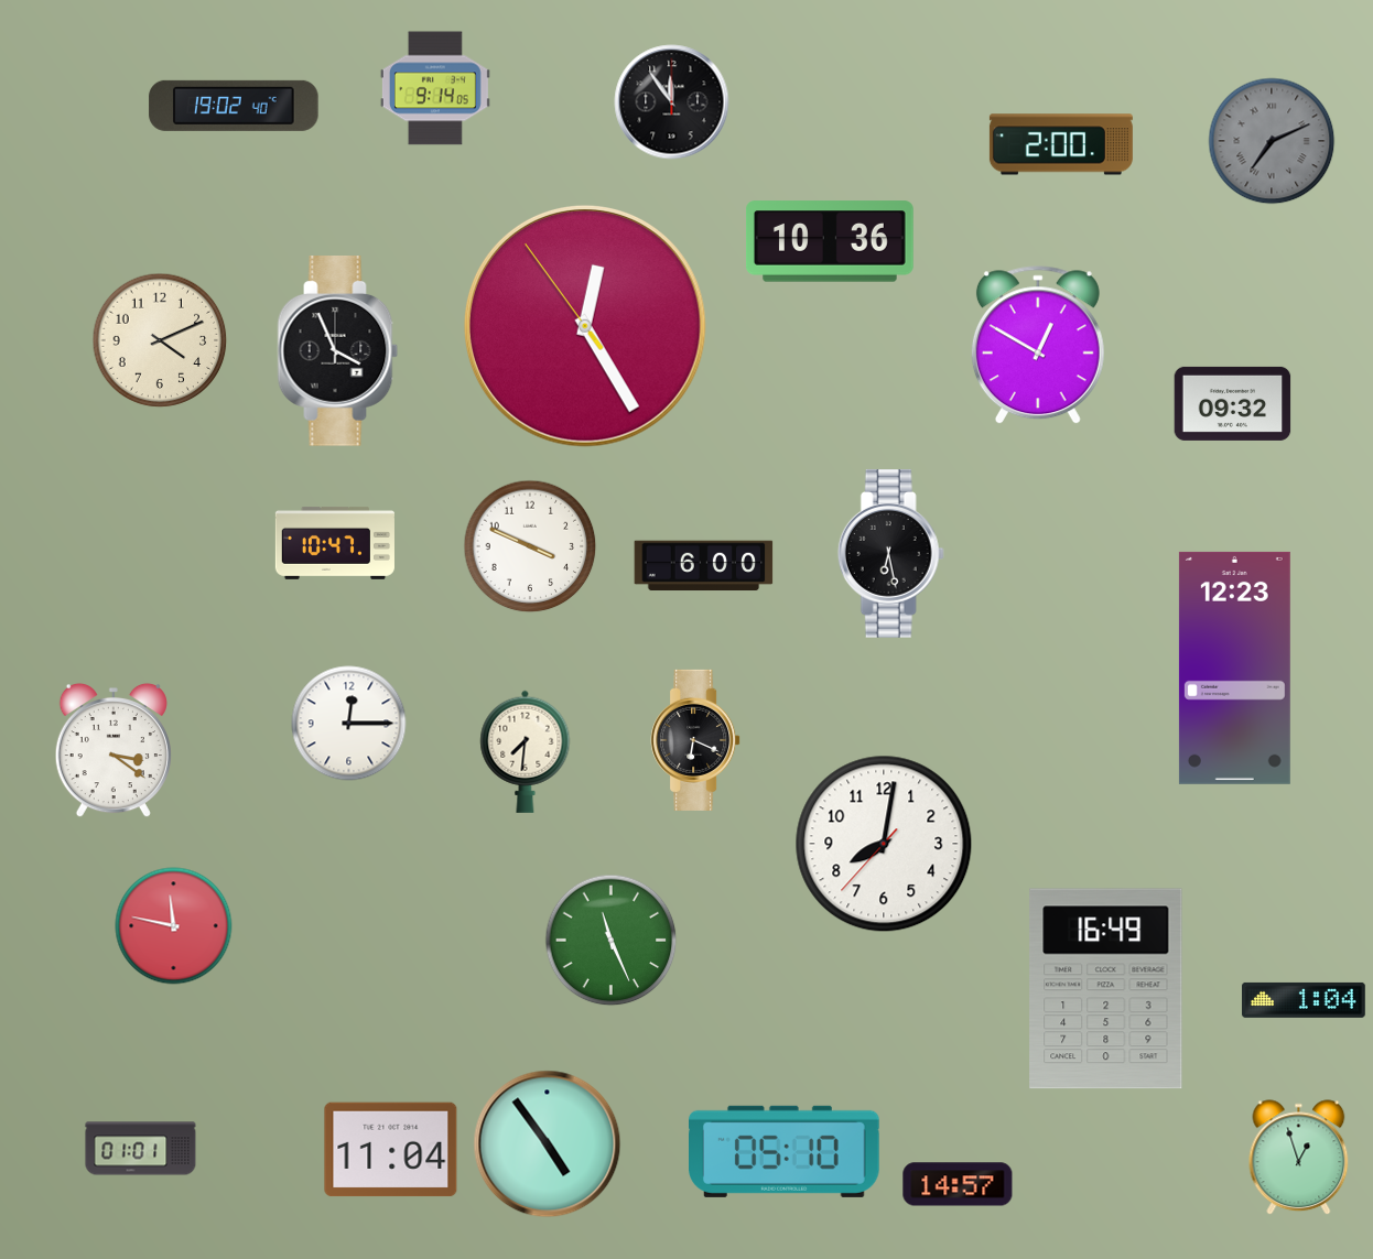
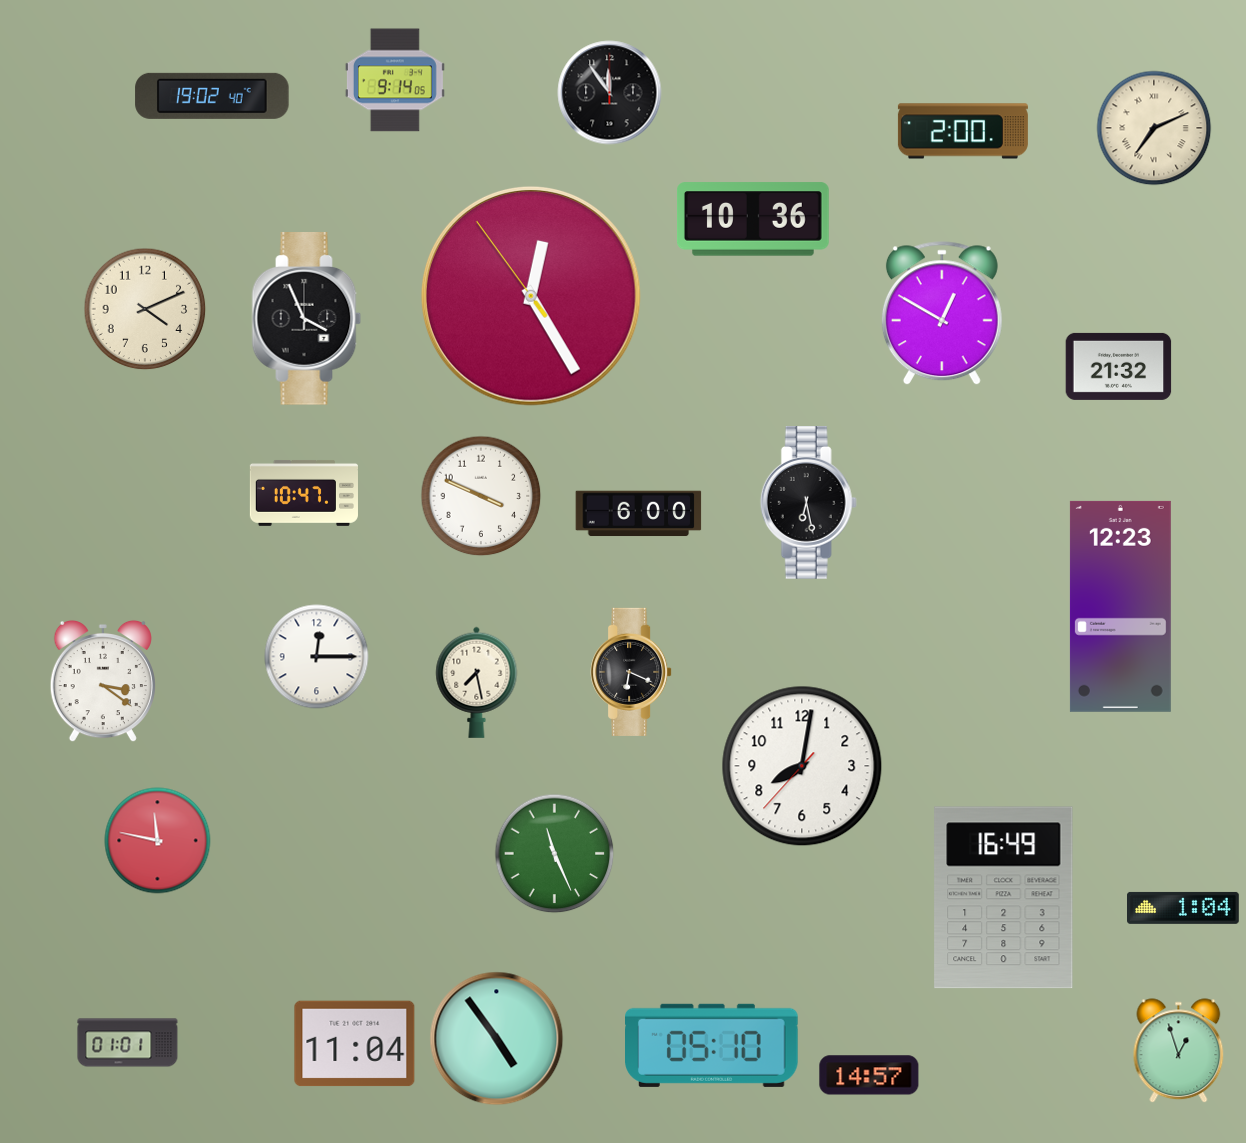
clock at (1272, 141) dial: grey -> cream
clock at (1233, 403): 09:32 -> 21:32
clock at (526, 751): 7:31 -> 7:28
